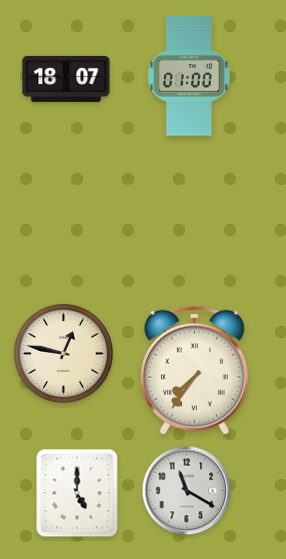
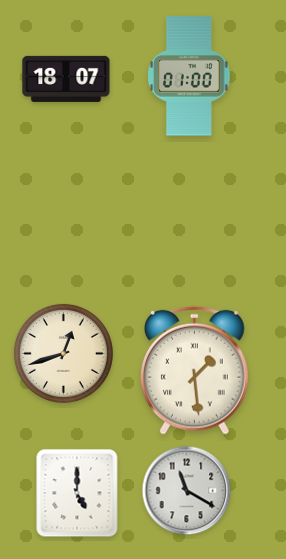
clock at (63, 353): 12:47 -> 12:42
clock at (195, 370): 7:36 -> 1:29
